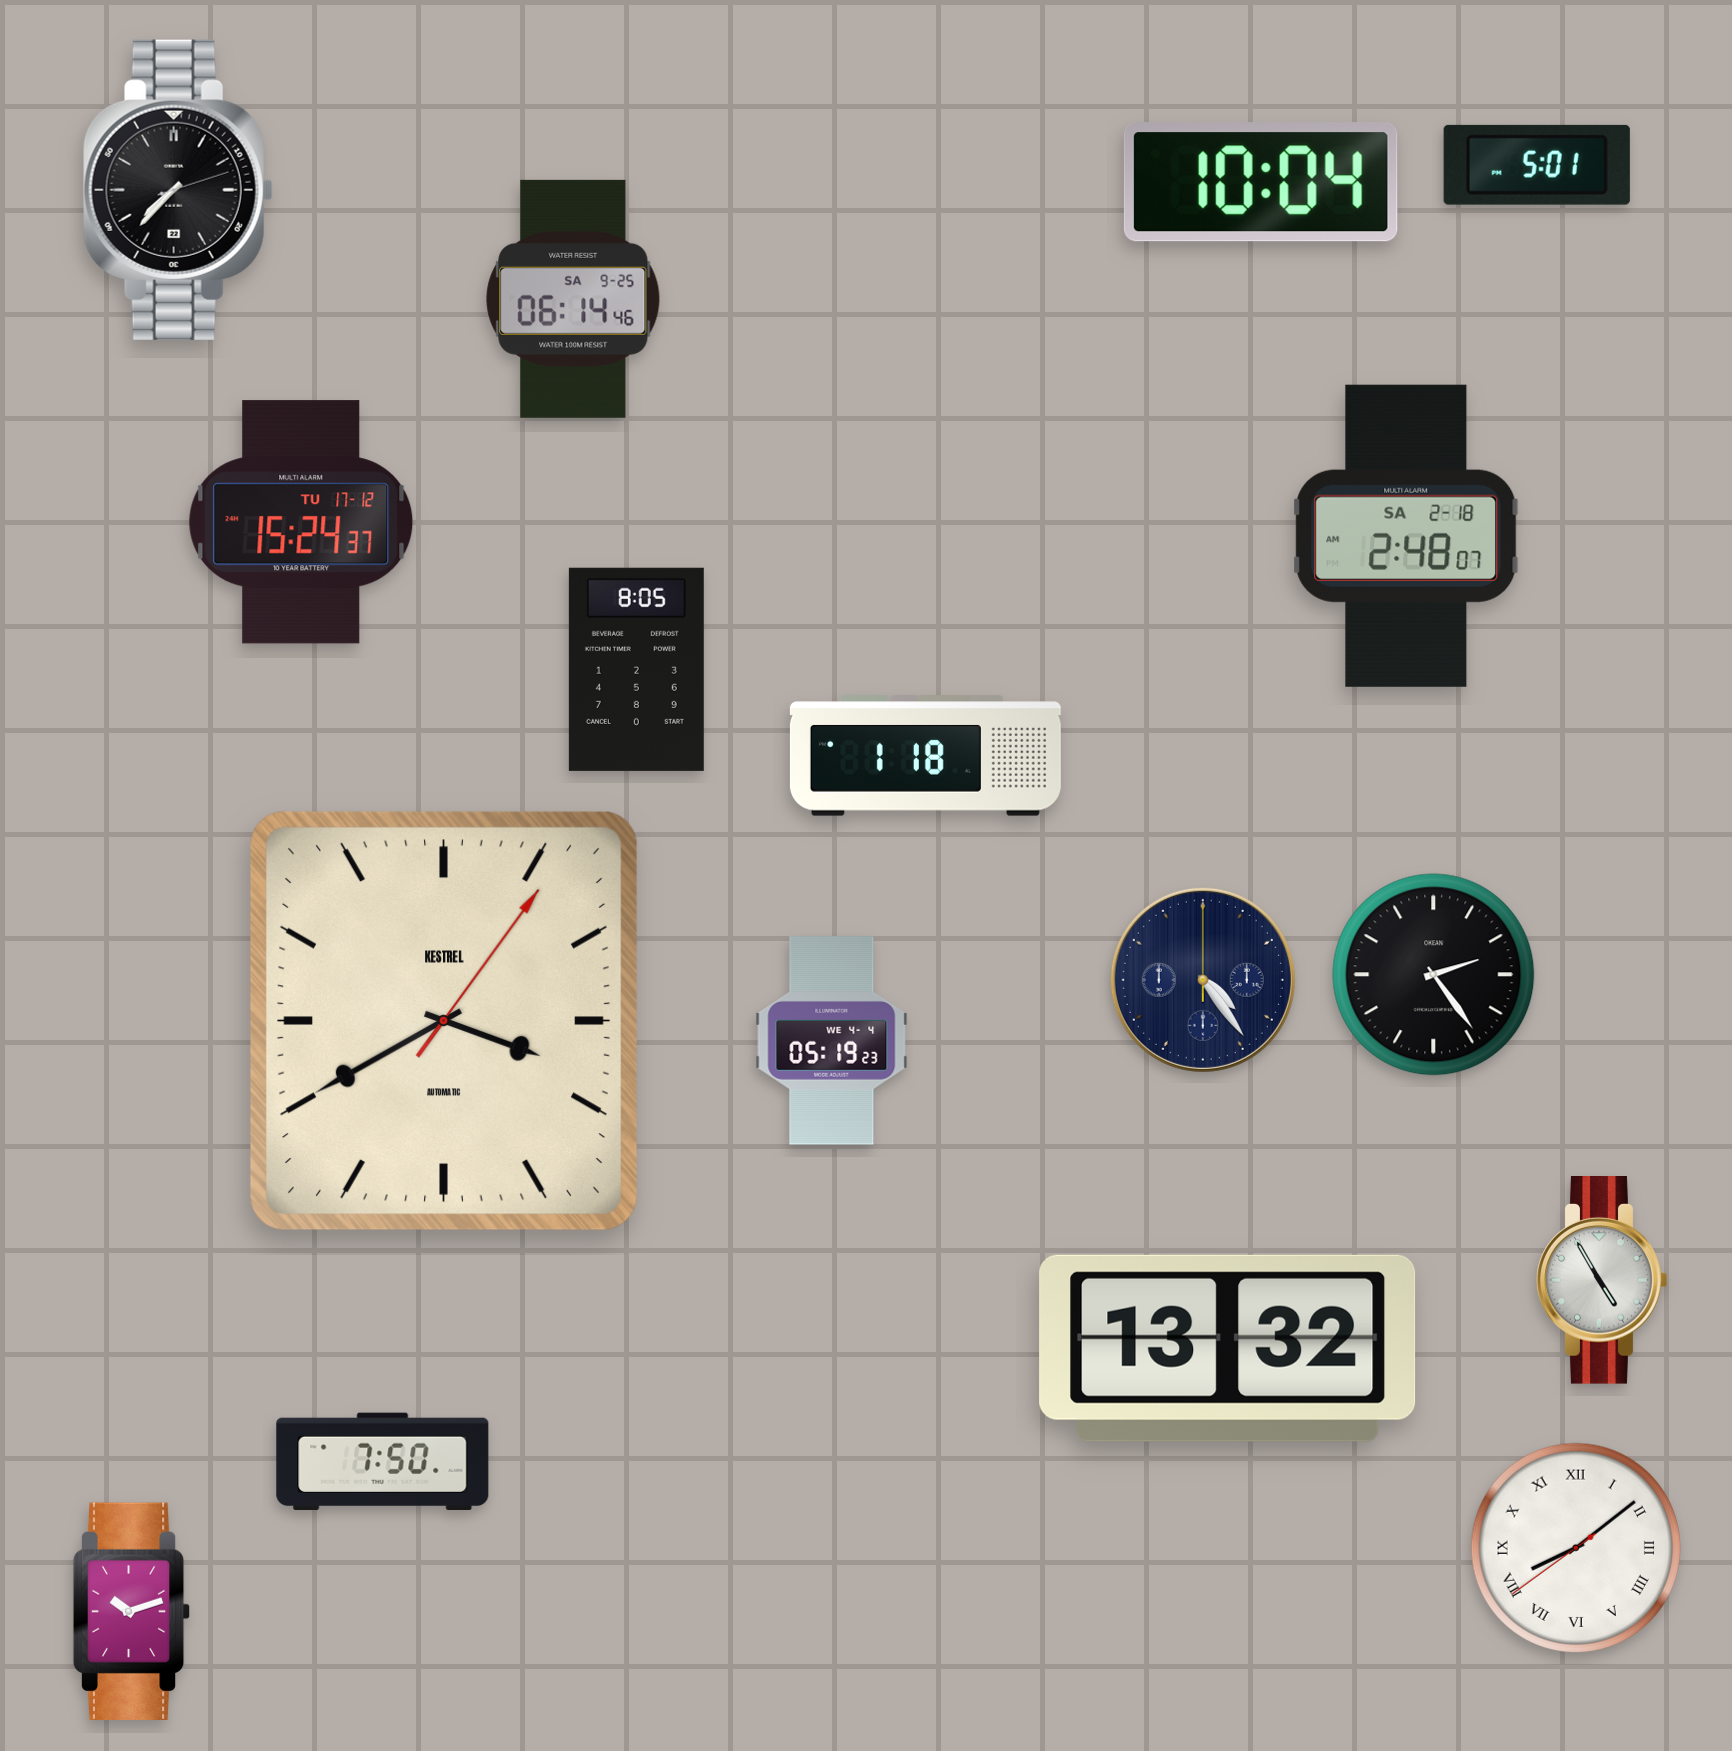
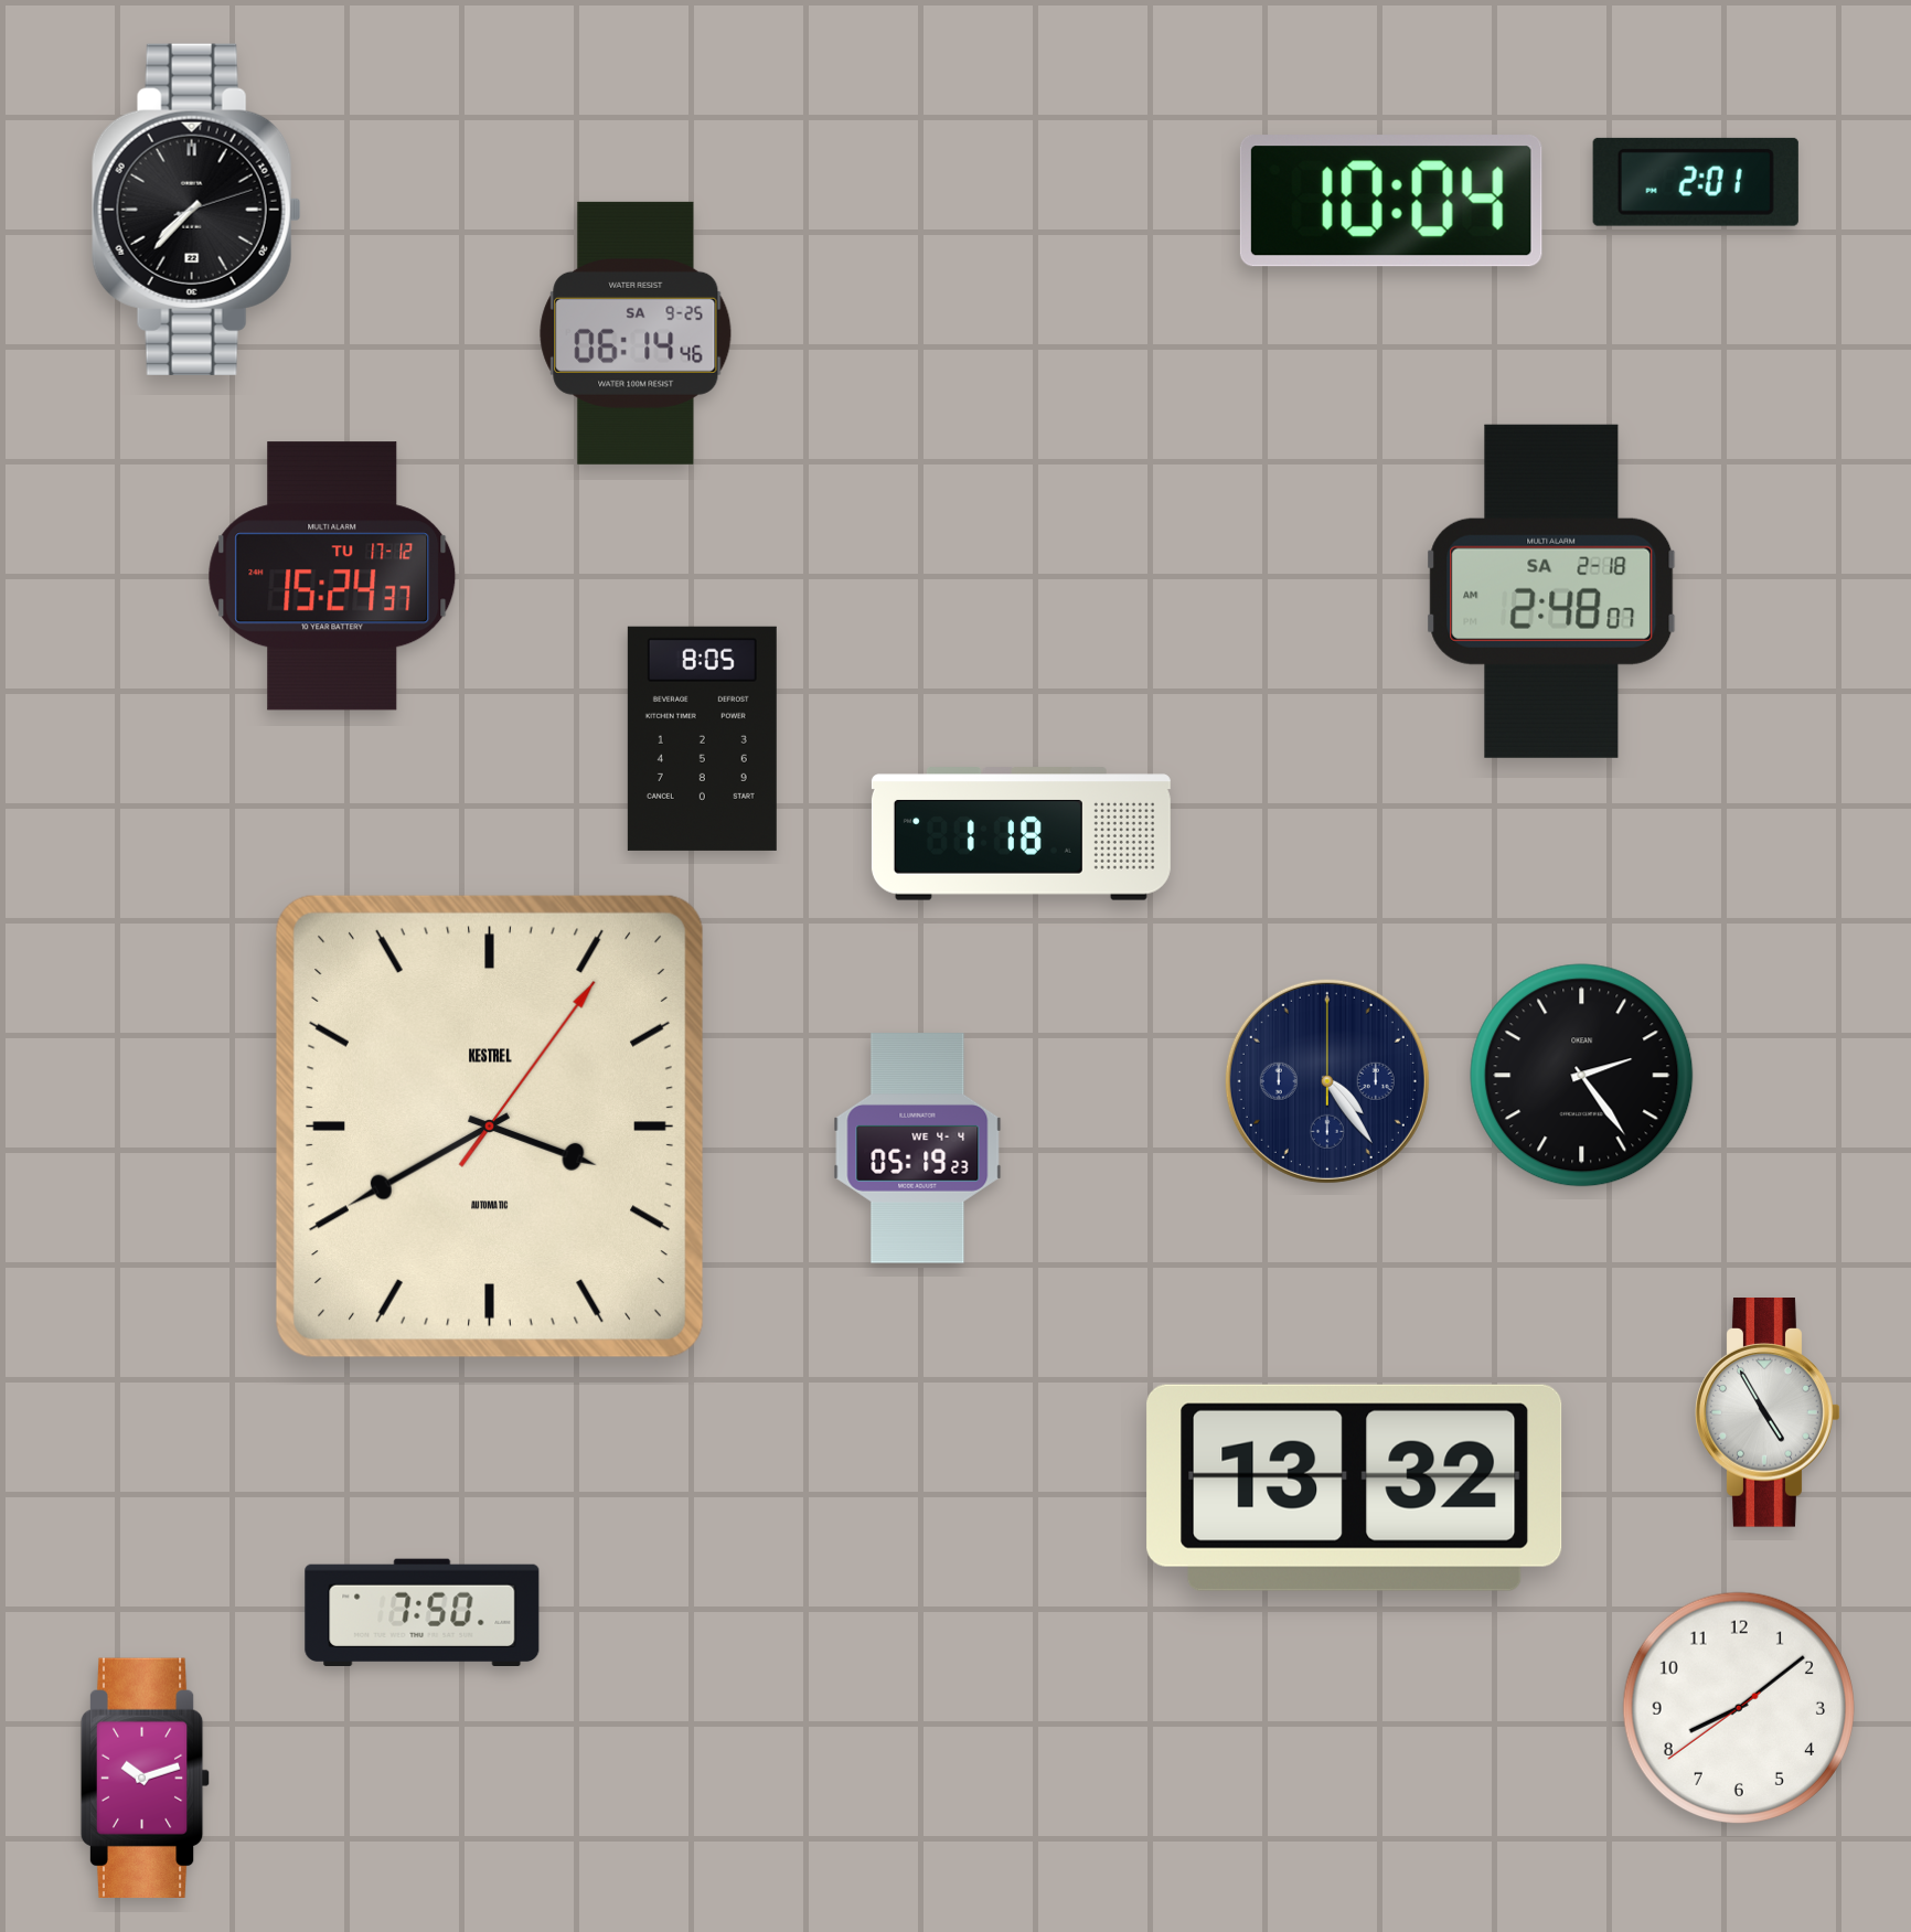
clock at (1537, 165): 5:01 -> 2:01
clock at (573, 299) position: (573, 299) -> (636, 333)
clock at (1575, 1547) numerals: Roman -> Arabic
